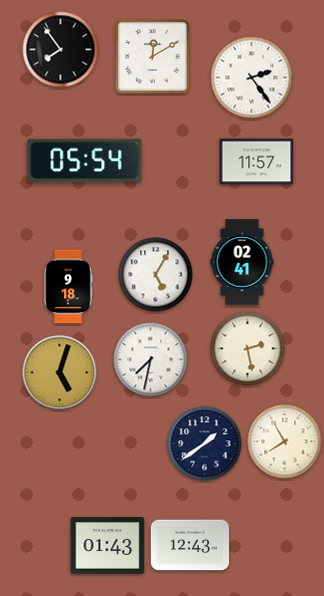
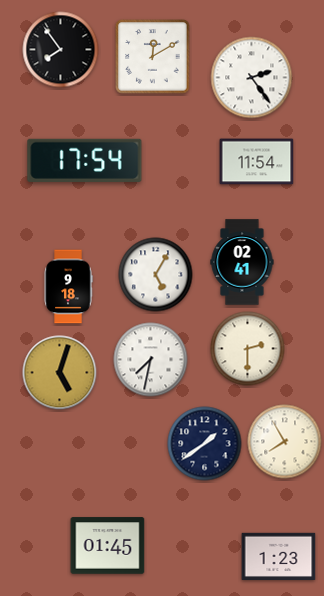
clock at (85, 160): 05:54 -> 17:54
clock at (257, 162): 11:57 -> 11:54
clock at (248, 349): 2:28 -> 2:30
clock at (190, 545): 12:43 -> none
clock at (108, 546): 01:43 -> 01:45
clock at (279, 556): none -> 1:23
